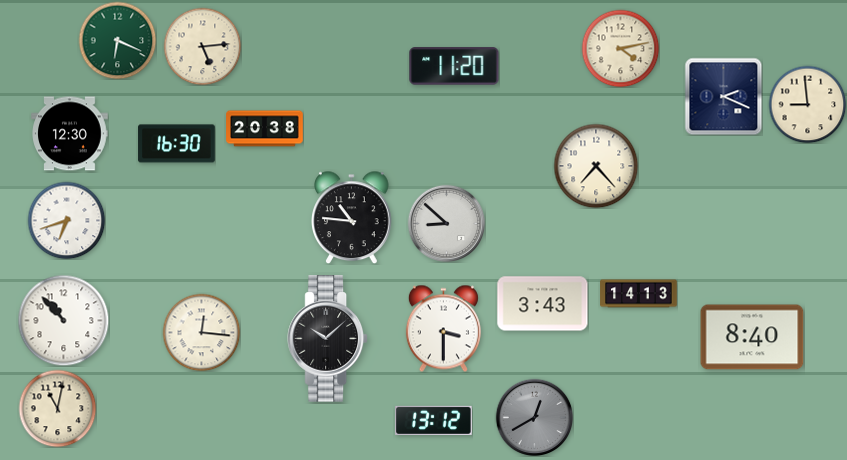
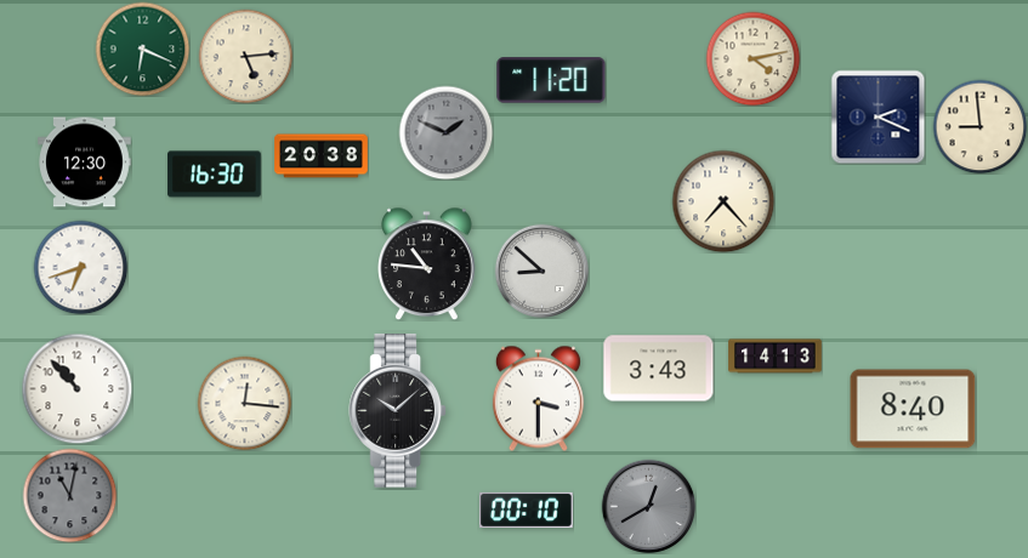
clock at (445, 132): none -> 1:49
clock at (57, 408) dial: cream -> grey
clock at (434, 420): 13:12 -> 00:10
